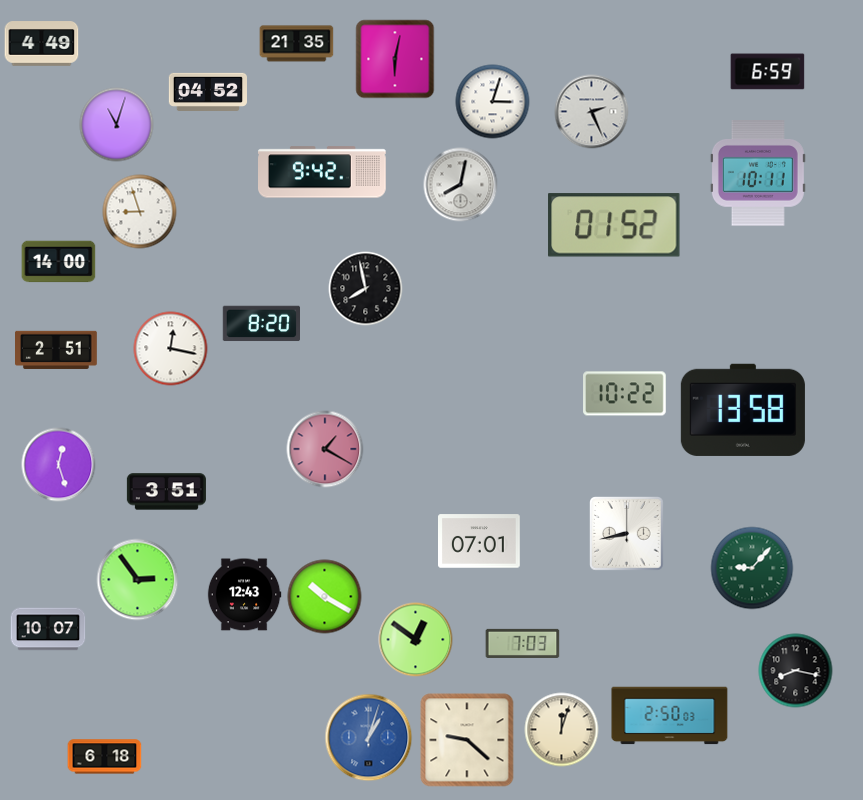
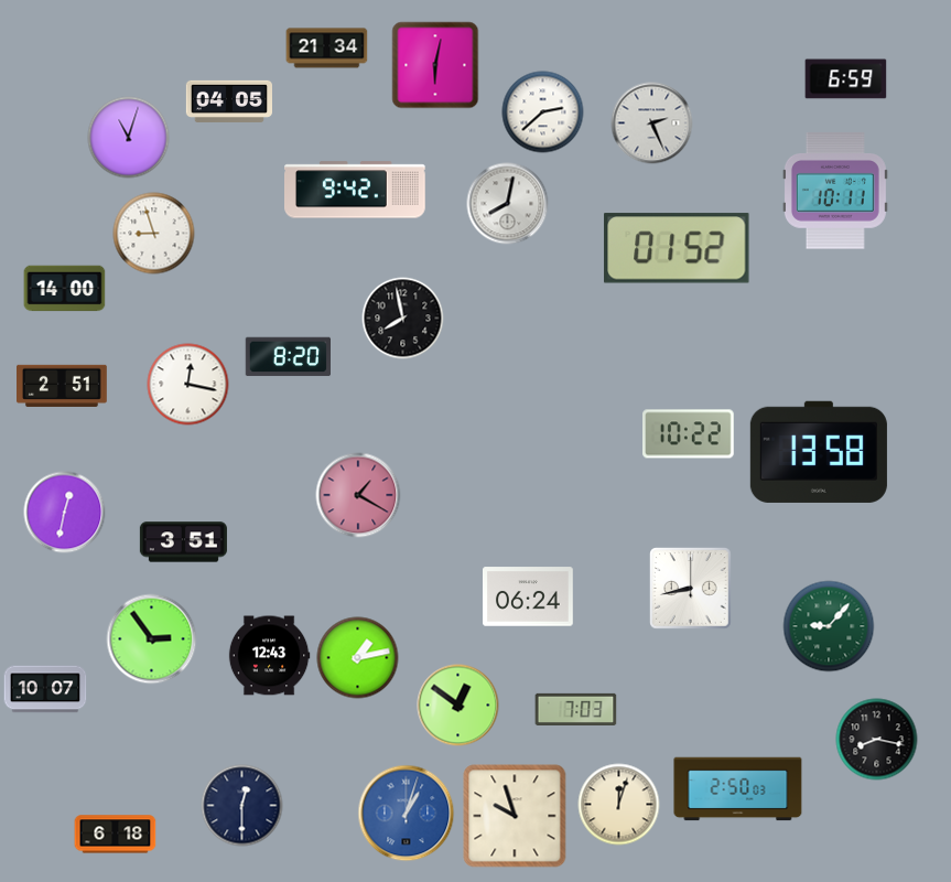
clock at (42, 44): 4:49 -> none
clock at (297, 44): 21:35 -> 21:34
clock at (207, 91): 04:52 -> 04:05
clock at (493, 102): 3:03 -> 2:38
clock at (59, 465): 12:27 -> 12:32
clock at (480, 541): 07:01 -> 06:24
clock at (325, 597): 10:20 -> 1:13
clock at (48, 629) position: (48, 629) -> (45, 689)
clock at (242, 806): none -> 12:30
clock at (467, 740): 9:22 -> 9:57
